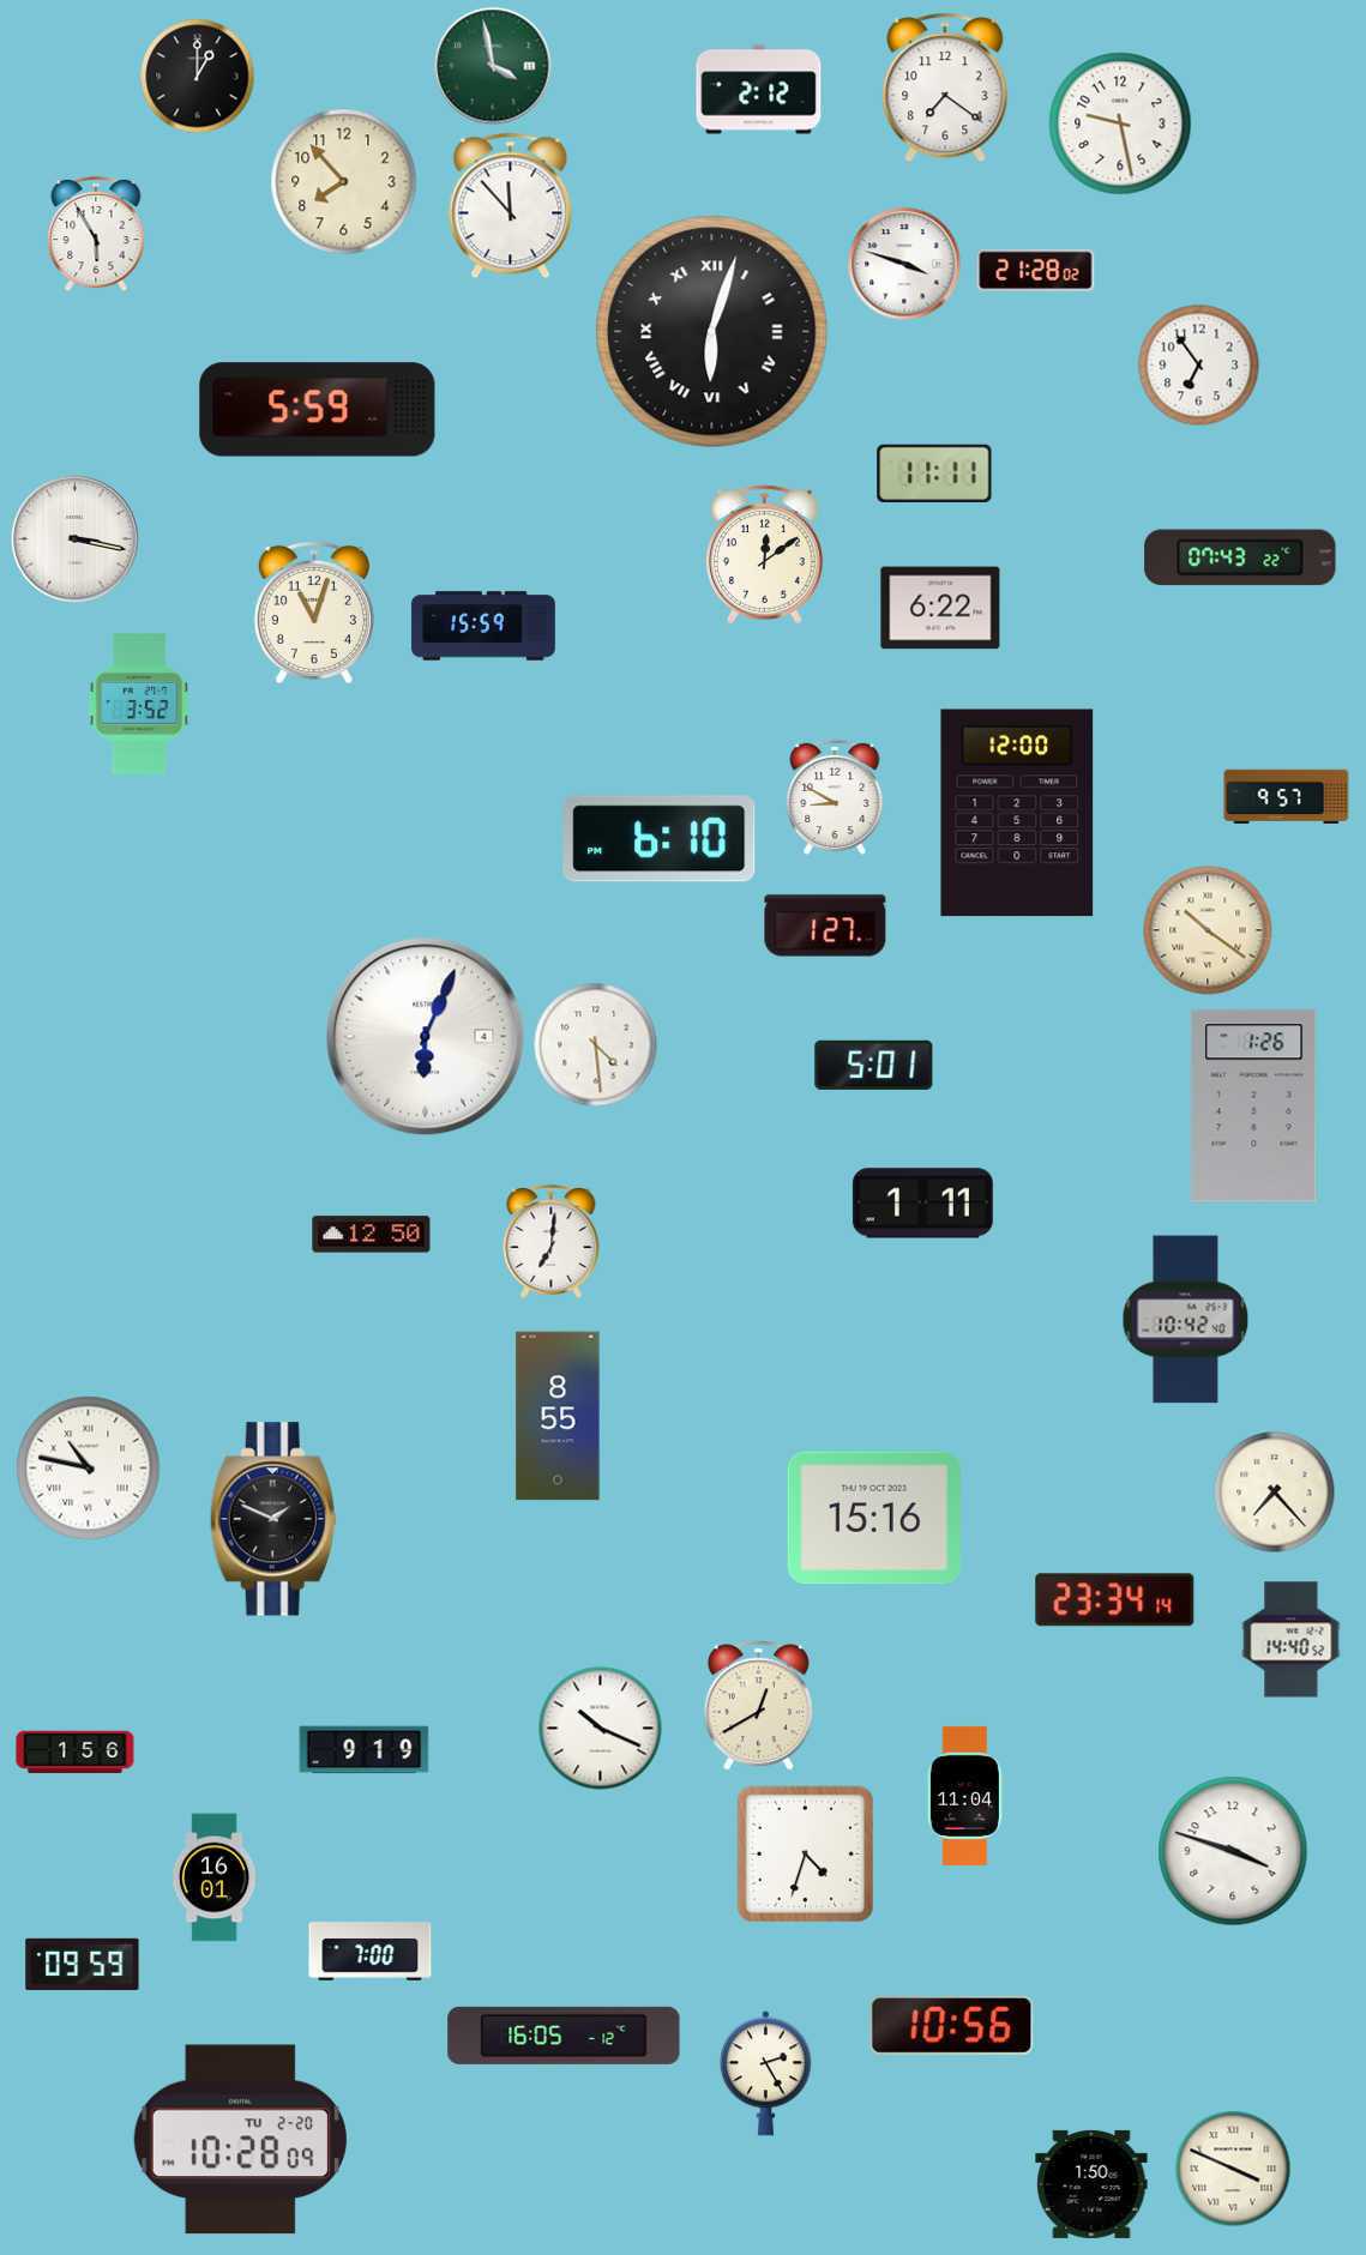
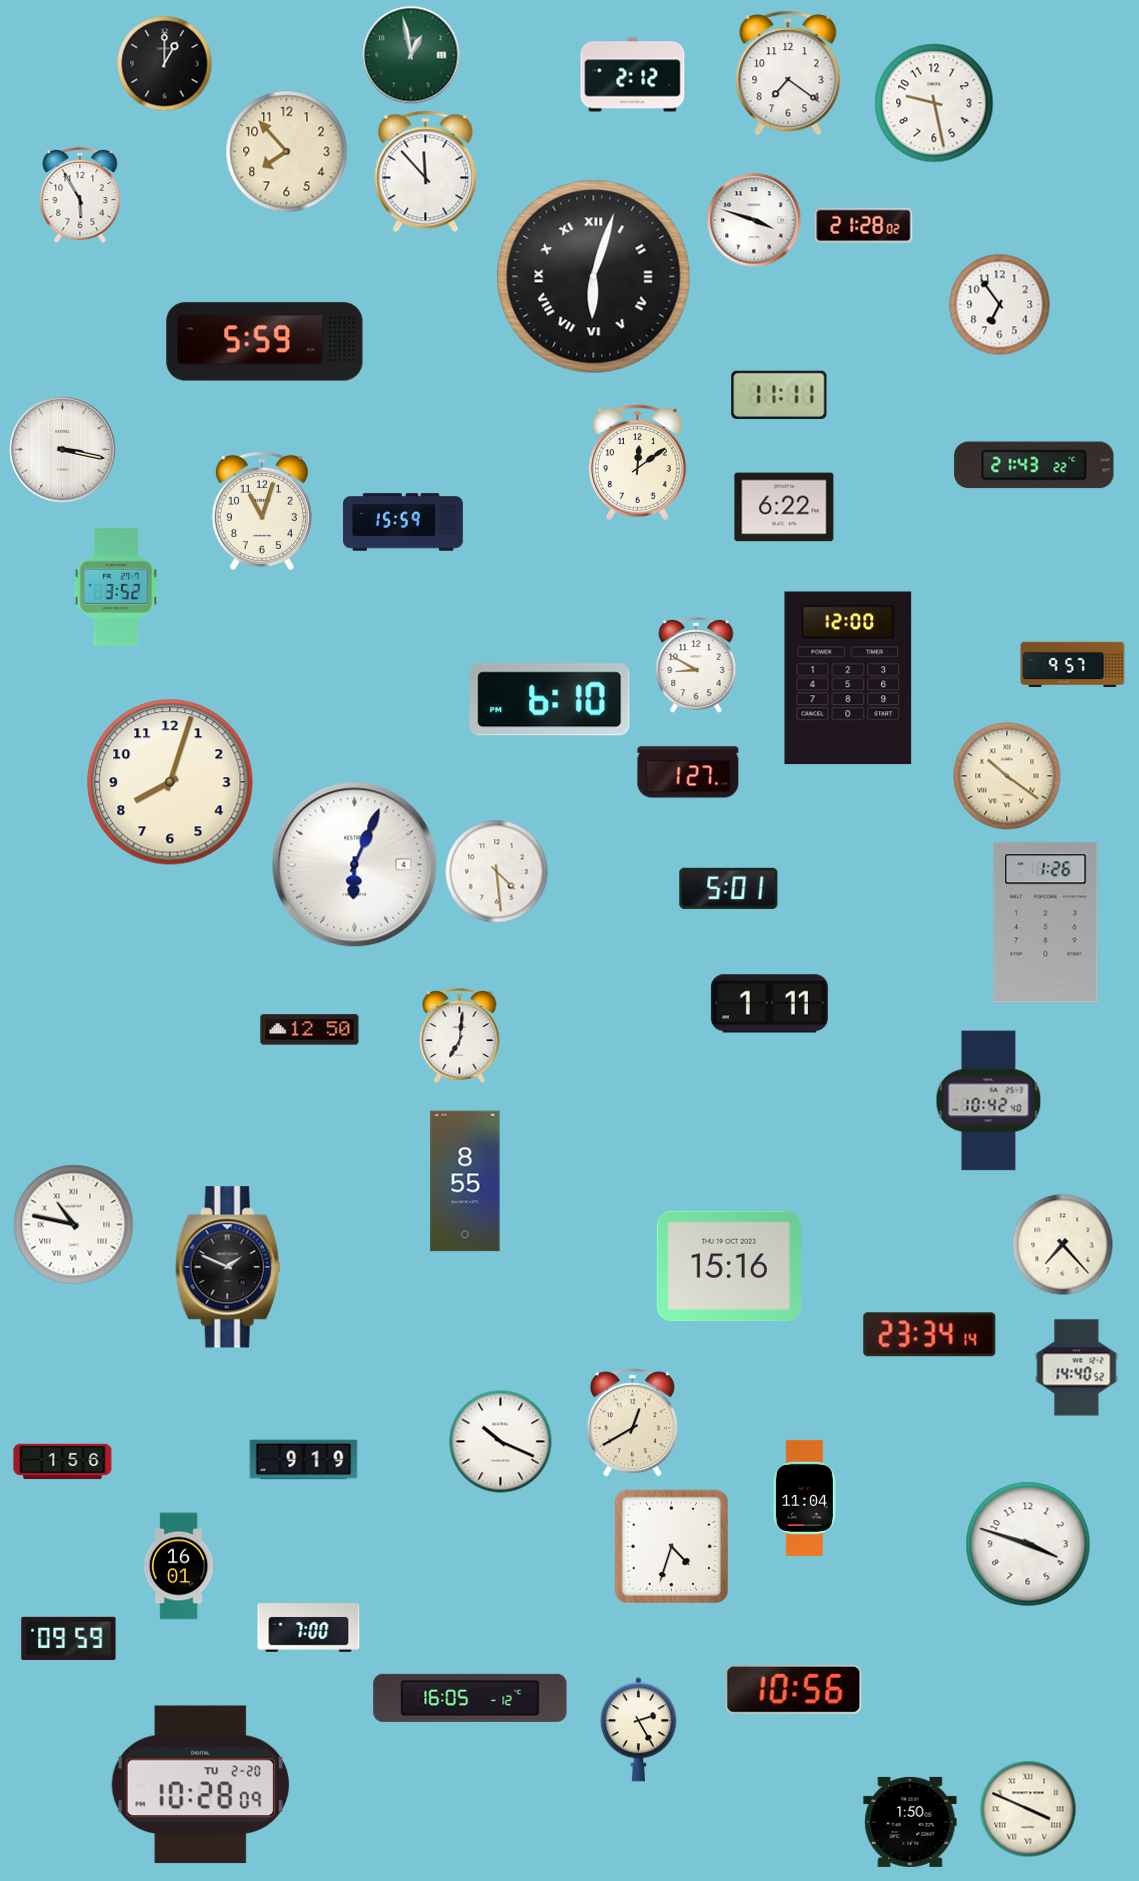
clock at (493, 66): 3:58 -> 12:58
clock at (1240, 557): 07:43 -> 21:43
clock at (170, 782): none -> 8:03
